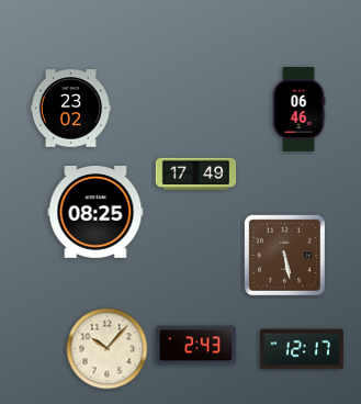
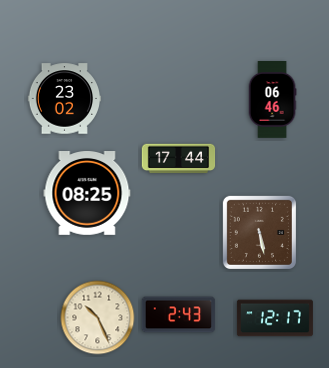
clock at (196, 175): 17:49 -> 17:44
clock at (108, 349): 10:07 -> 10:26
